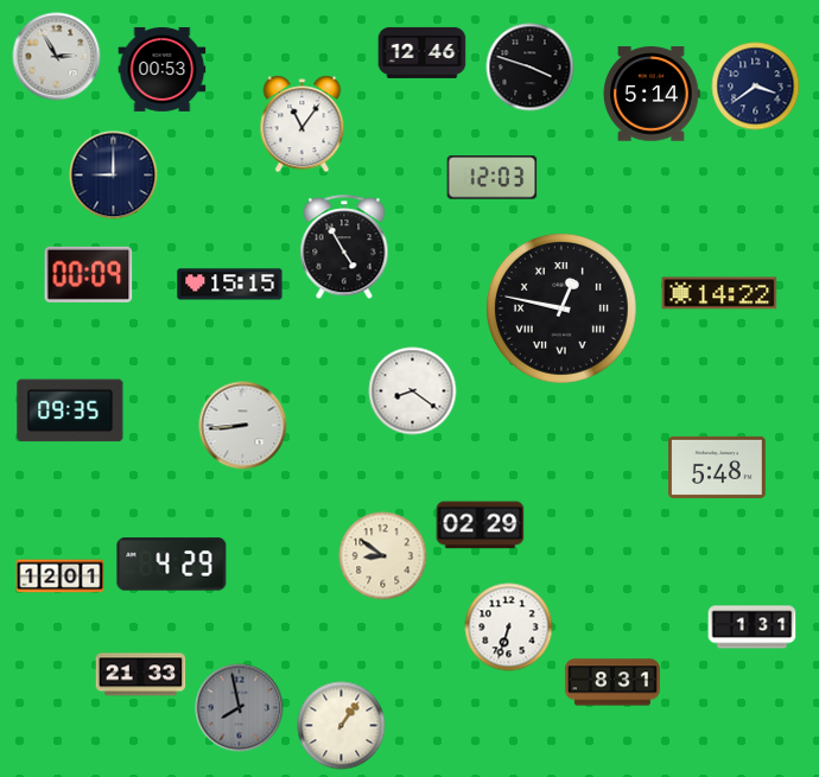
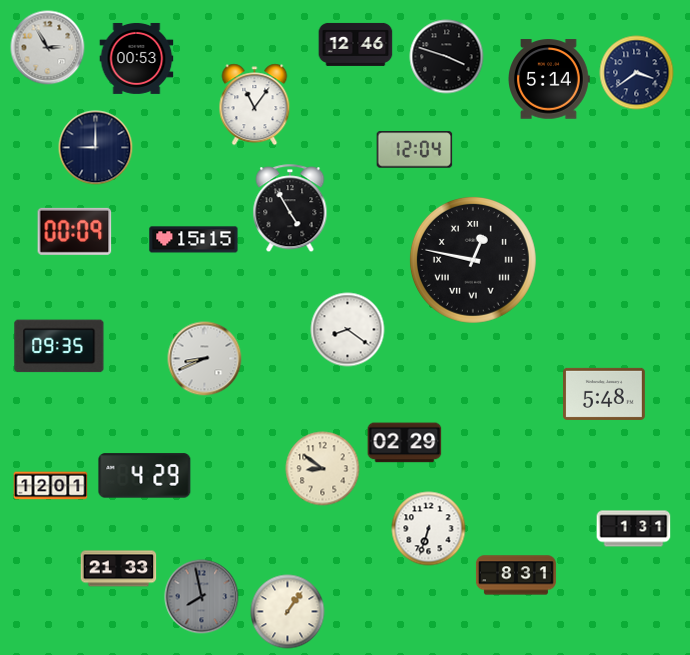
clock at (493, 178): 12:03 -> 12:04
clock at (719, 293): 14:22 -> none
clock at (243, 426): 8:44 -> 8:41
